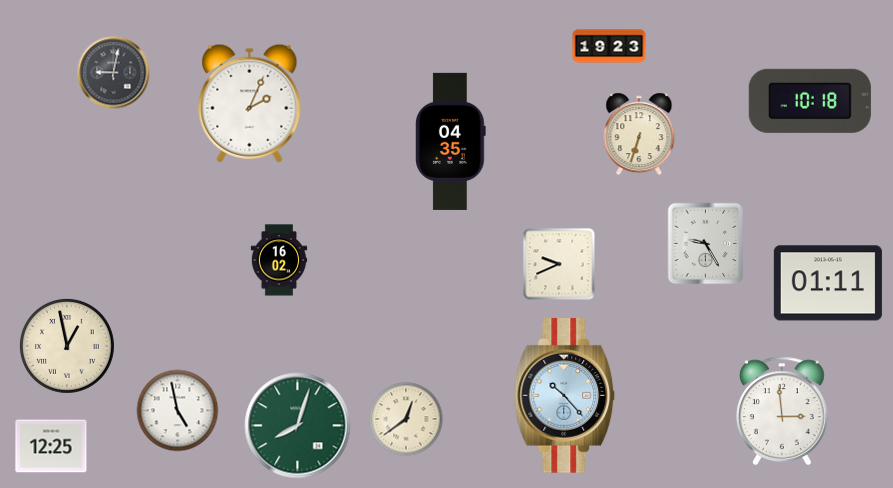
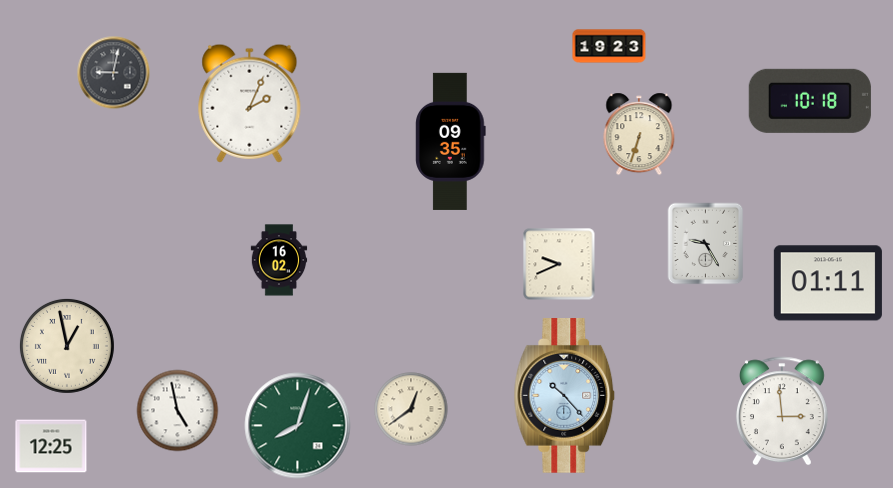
clock at (451, 141): 04:35 -> 09:35
clock at (406, 419) position: (406, 419) -> (411, 409)
